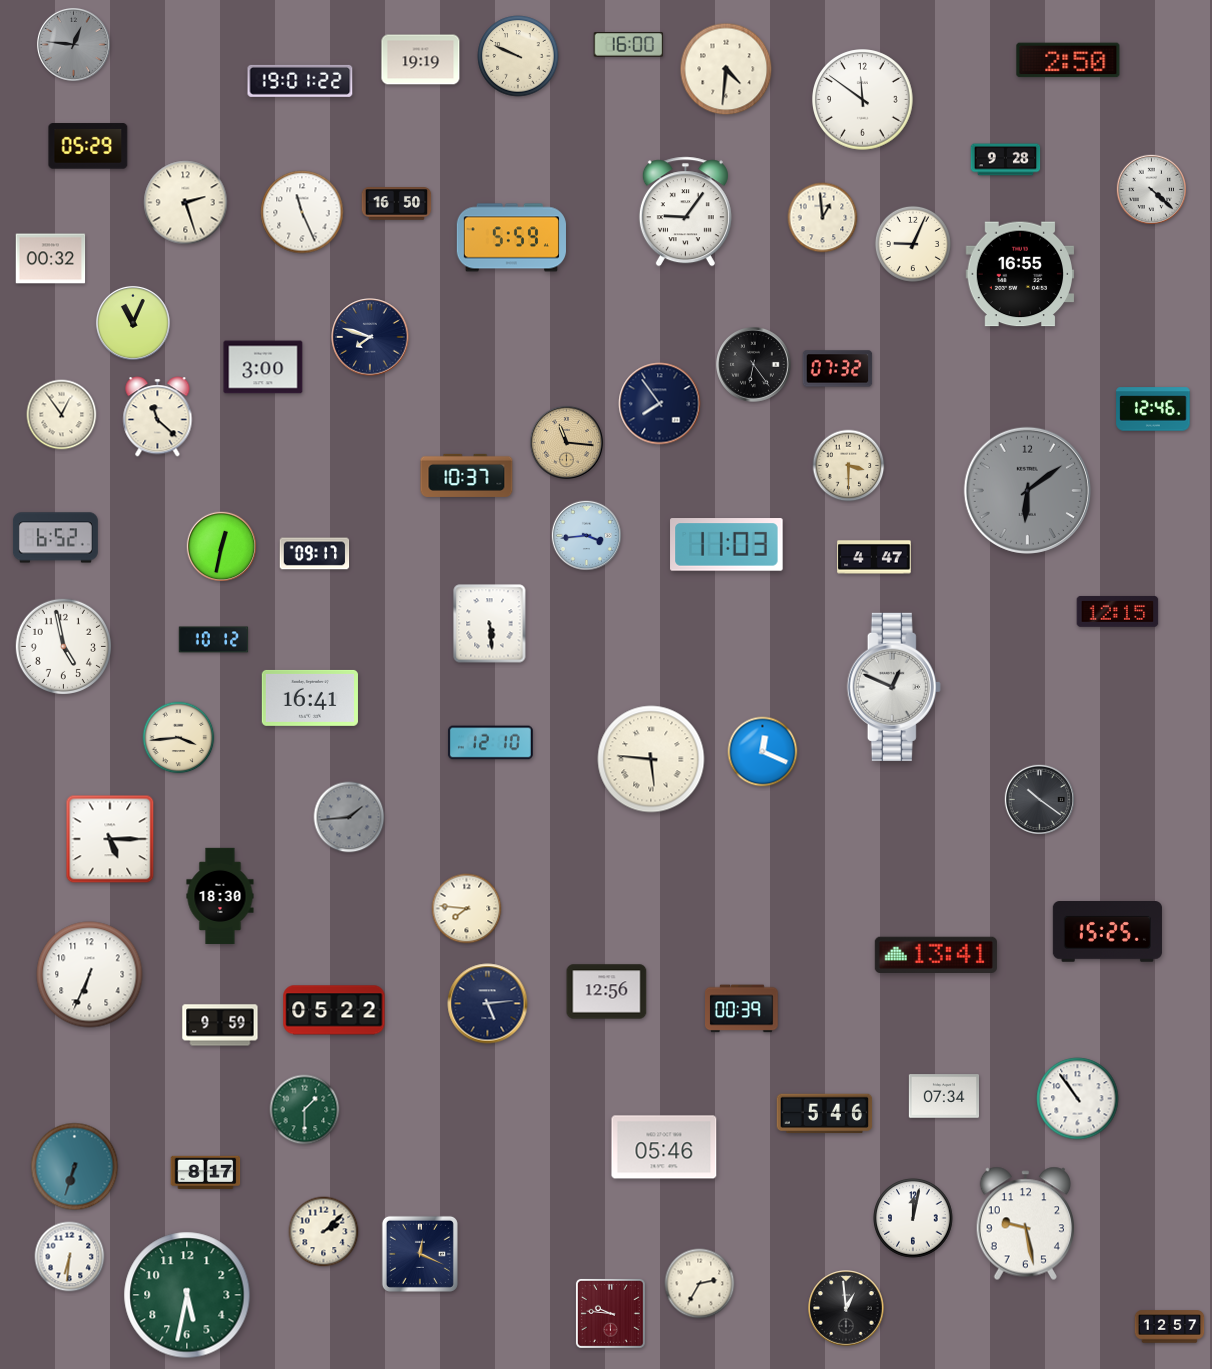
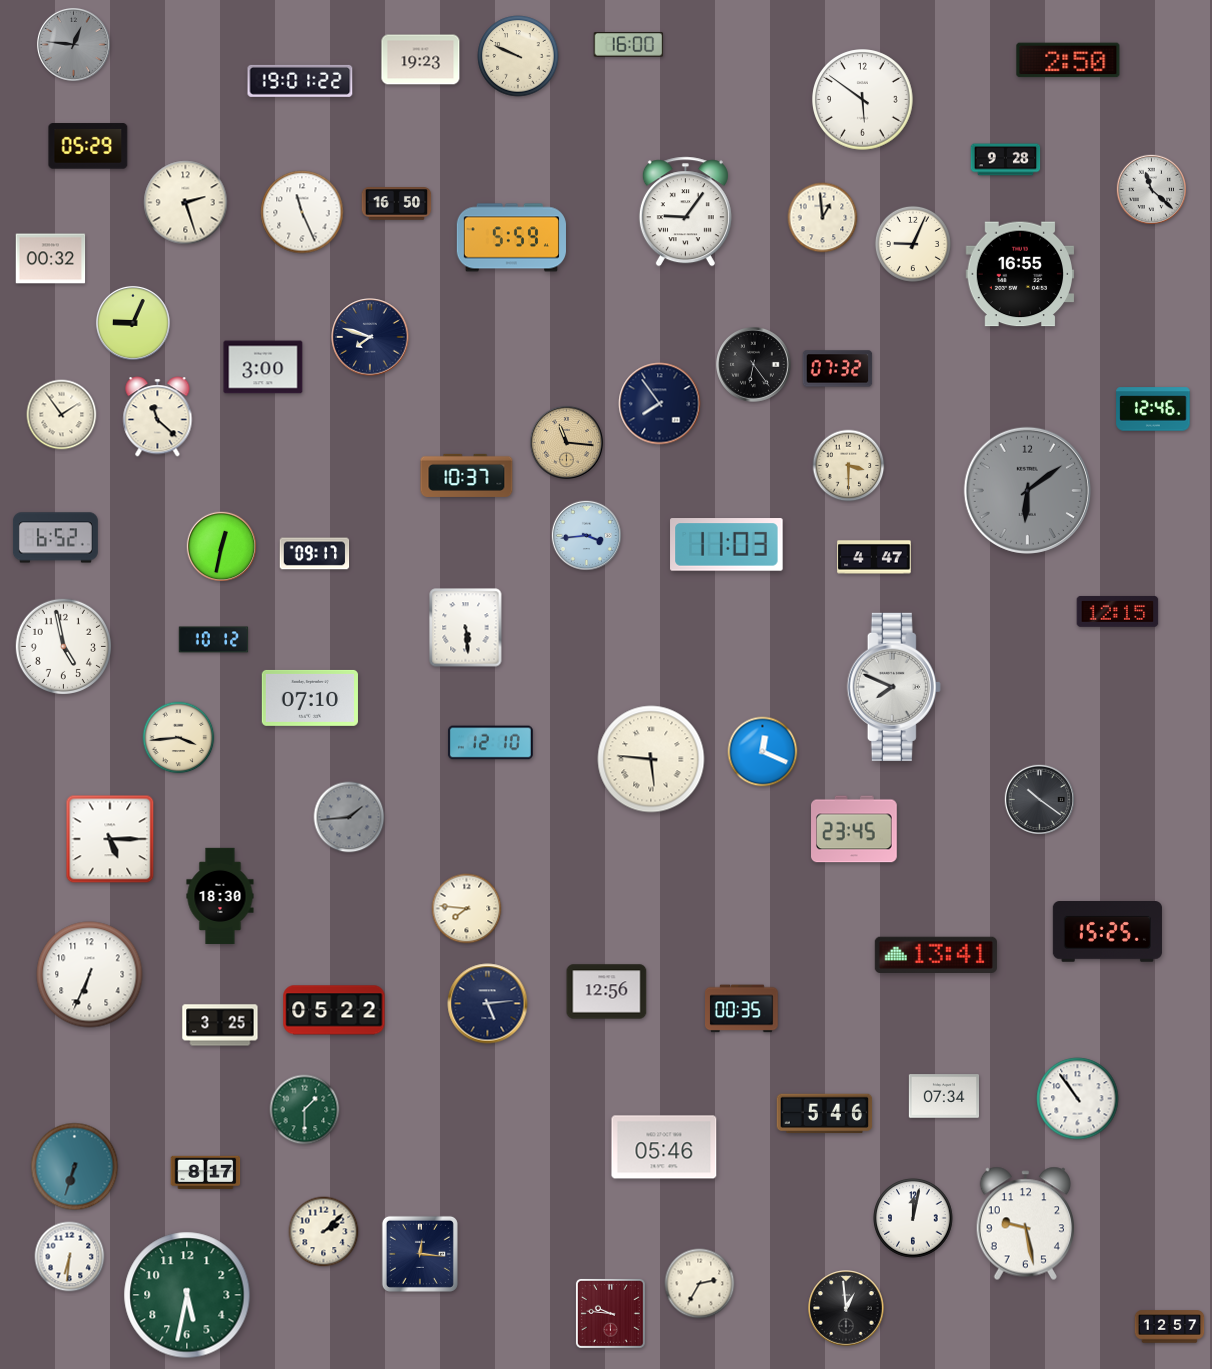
clock at (421, 60): 19:19 -> 19:23
clock at (726, 69): 4:31 -> none
clock at (863, 100): 11:51 -> 5:51
clock at (1151, 189): 4:22 -> 11:22
clock at (133, 323): 11:04 -> 9:04
clock at (62, 415): 12:54 -> 1:54
clock at (490, 624) position: (490, 624) -> (466, 628)
clock at (894, 687): 12:49 -> 7:49
clock at (310, 698): 16:41 -> 07:10
clock at (854, 829): none -> 23:45
clock at (742, 1009): 00:39 -> 00:35
clock at (220, 1025): 9:59 -> 3:25
clock at (420, 1254): 12:19 -> 12:16
